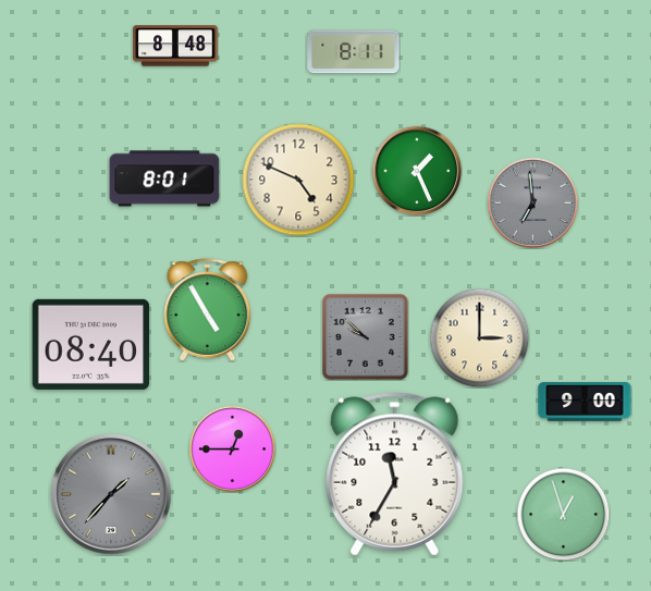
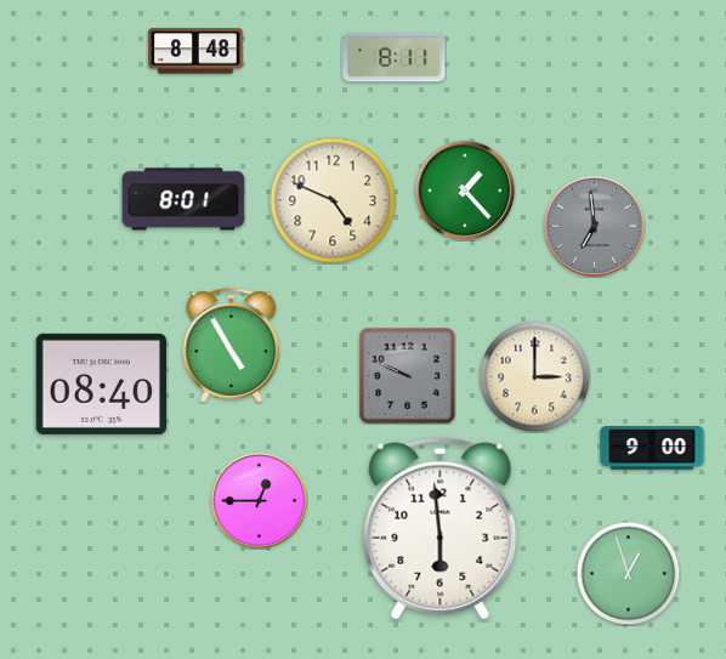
clock at (417, 171): 1:26 -> 1:23
clock at (365, 336): 9:52 -> 9:49
clock at (395, 475): 11:35 -> 5:59
clock at (111, 494): 1:37 -> none
